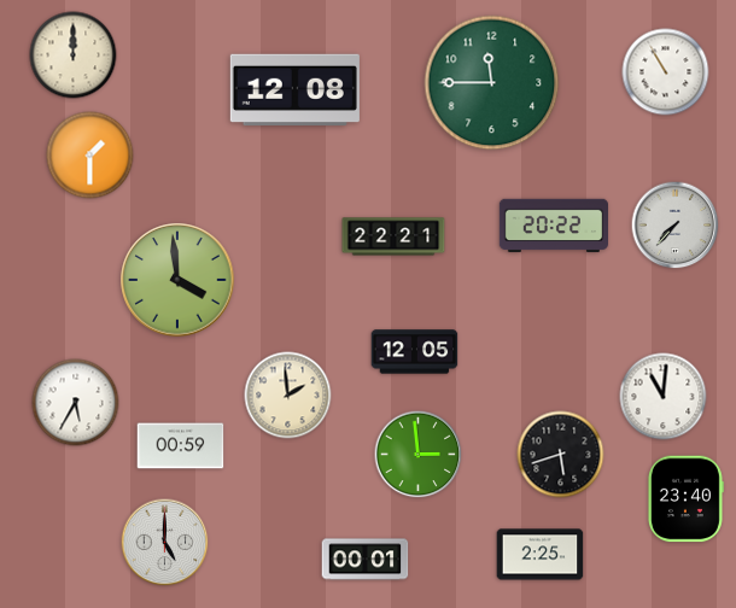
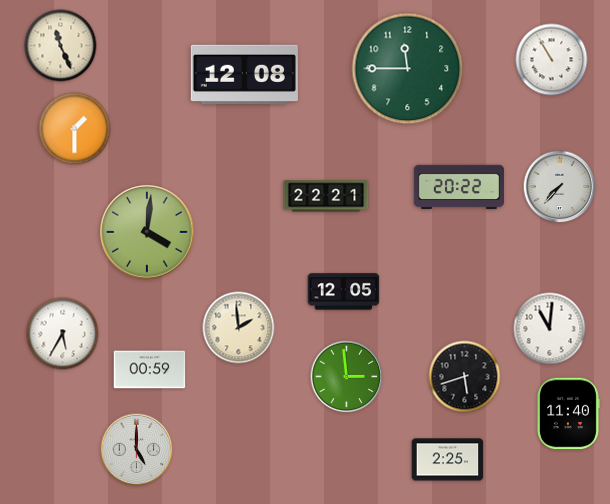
clock at (74, 55): 12:00 -> 11:26
clock at (177, 280): 3:59 -> 4:01
clock at (685, 499): 23:40 -> 11:40
clock at (366, 560): 00:01 -> none
